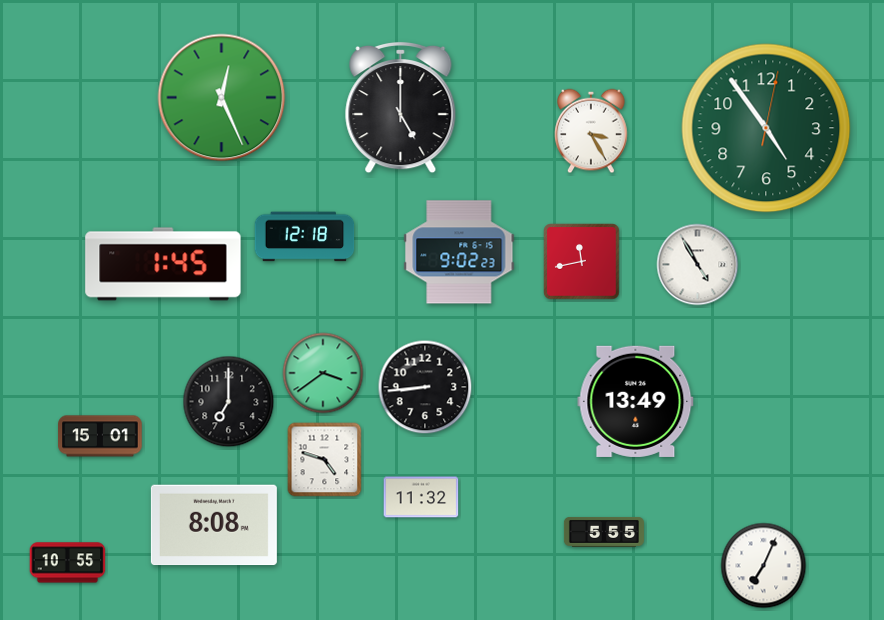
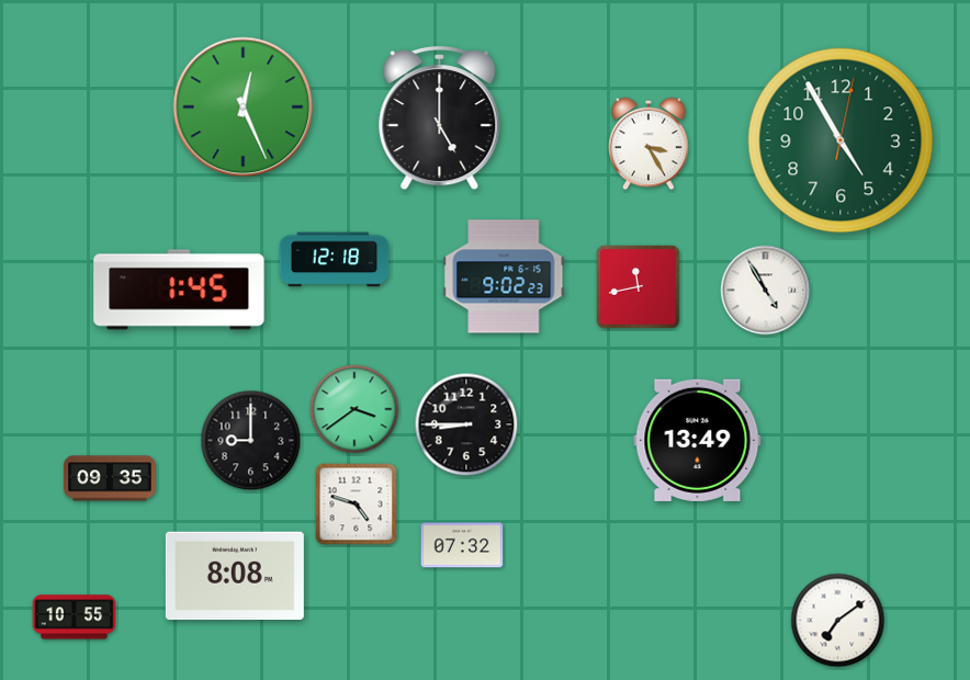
clock at (766, 128): 4:54 -> 4:55
clock at (425, 387): 8:44 -> 8:45
clock at (229, 402): 7:00 -> 9:00
clock at (100, 436): 15:01 -> 09:35
clock at (421, 497): 11:32 -> 07:32
clock at (604, 533): 5:55 -> none
clock at (764, 566): 7:04 -> 7:09
